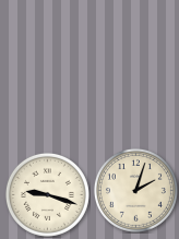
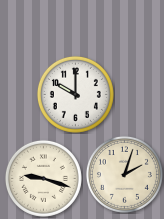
clock at (75, 94): none -> 10:00
